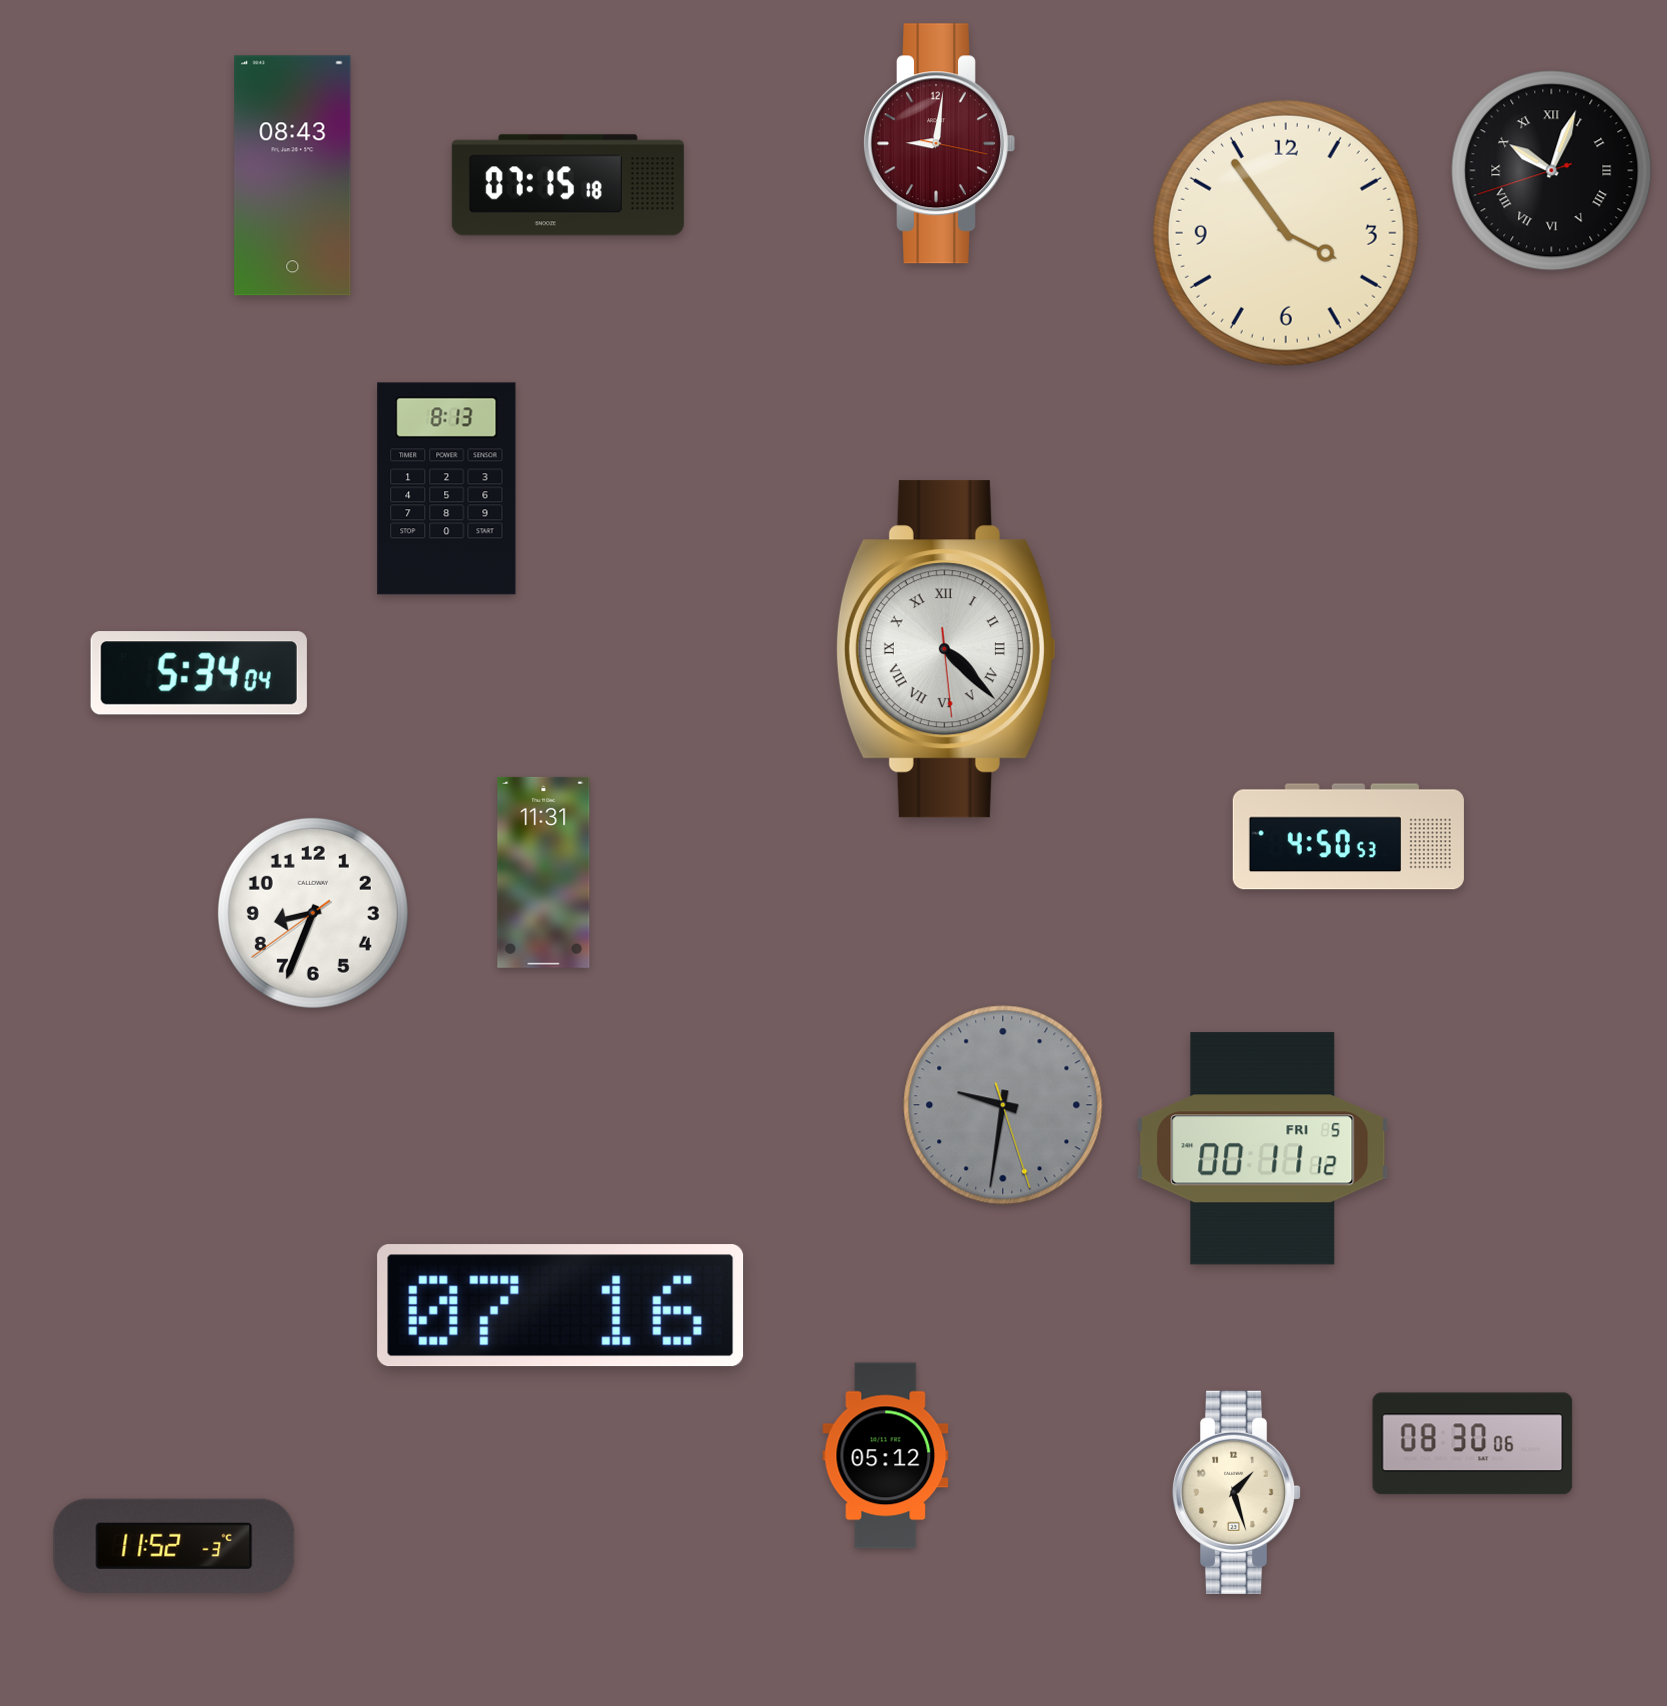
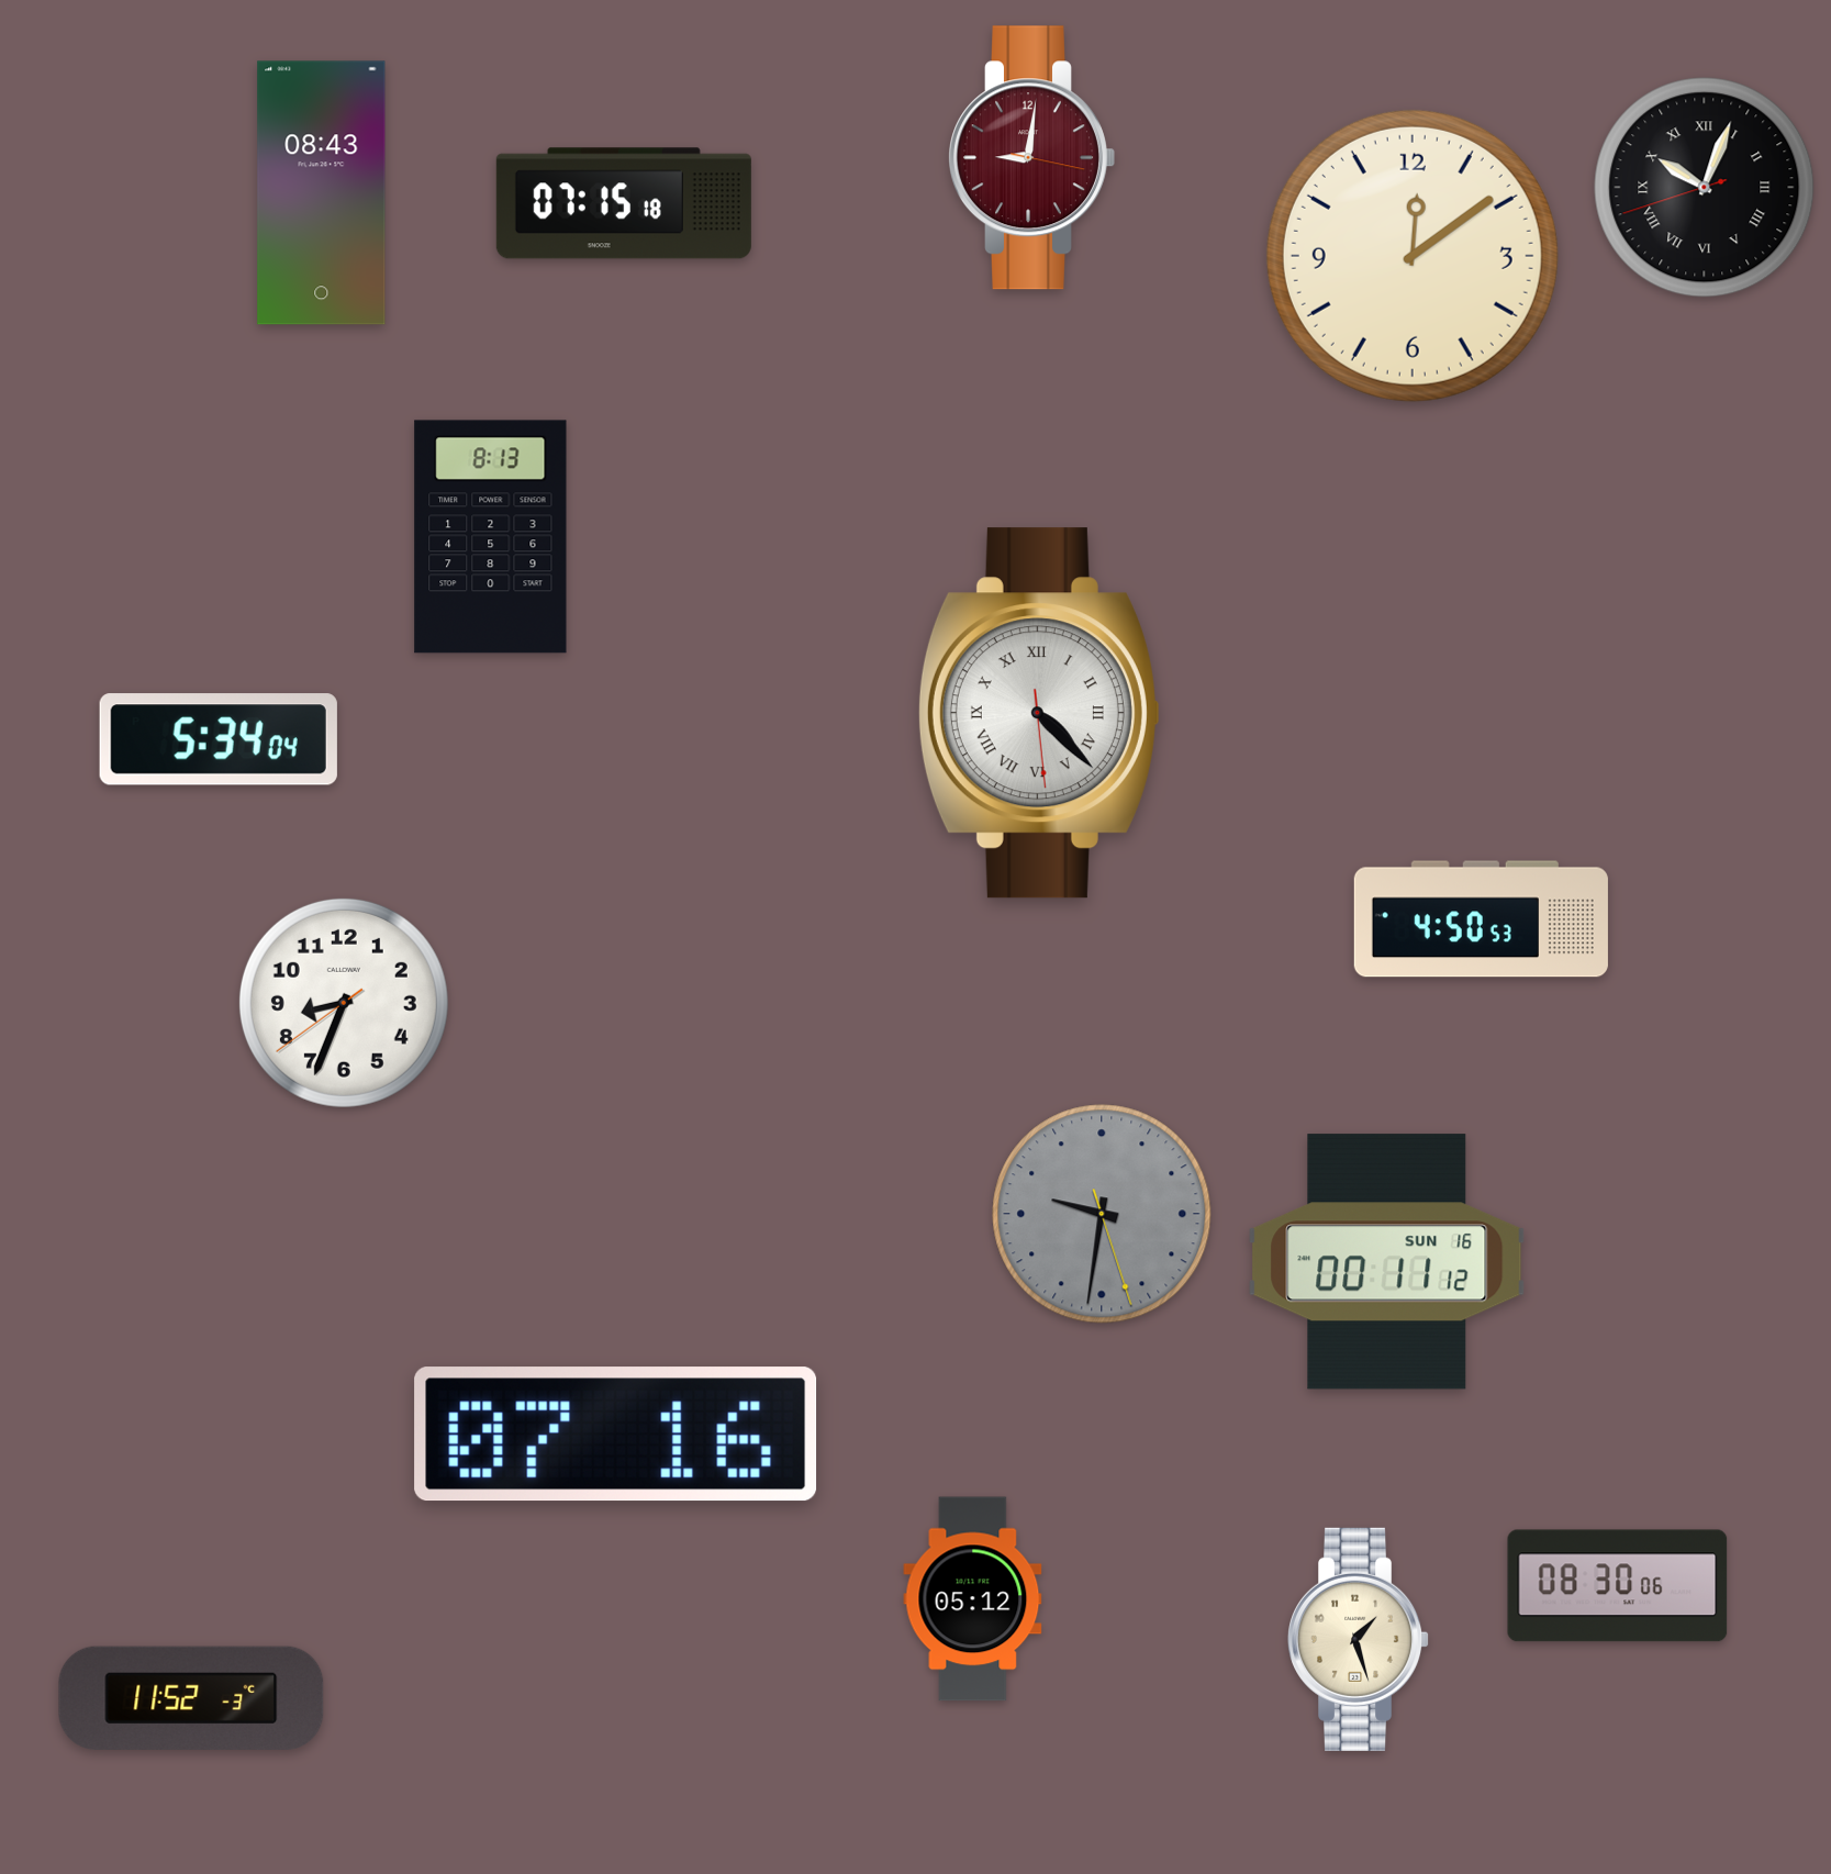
clock at (1286, 233): 3:54 -> 12:09
clock at (544, 872): 11:31 -> none
clock at (1263, 1149) date: FRI 5 -> SUN 16
